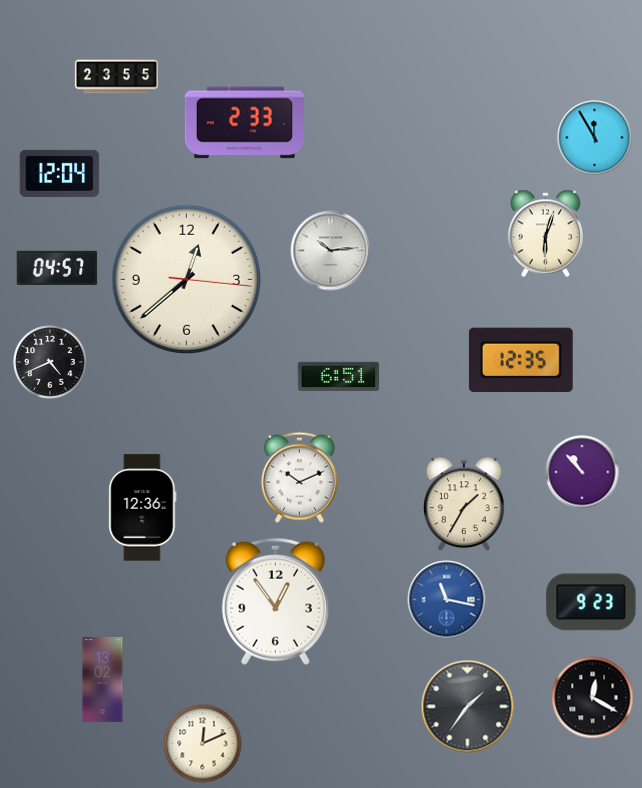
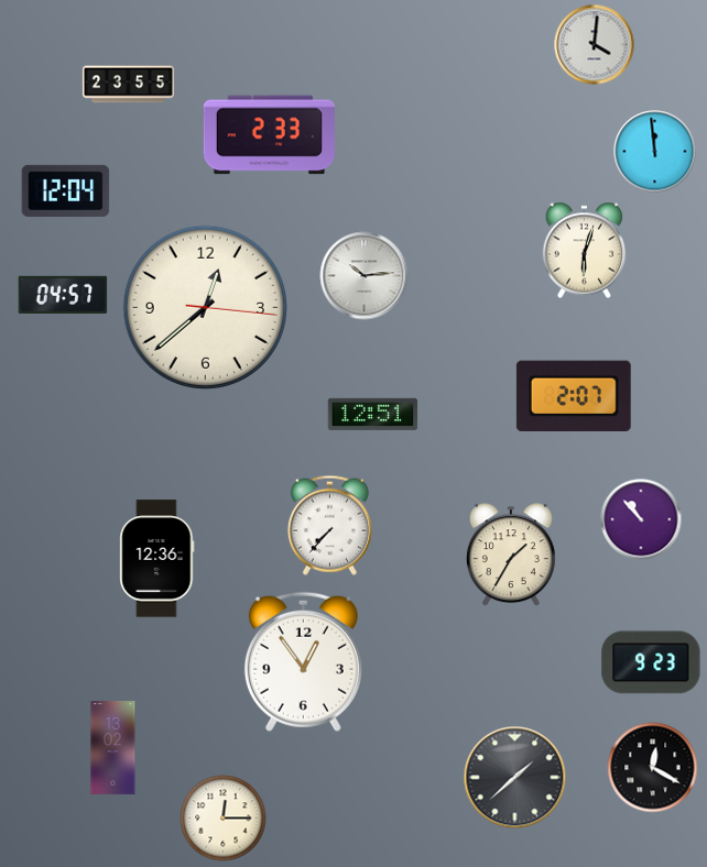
clock at (595, 45): none -> 4:01
clock at (595, 138): 11:55 -> 11:59
clock at (546, 234) position: (546, 234) -> (585, 251)
clock at (521, 359): 12:35 -> 2:07
clock at (50, 362): 4:41 -> none
clock at (339, 376): 6:51 -> 12:51
clock at (299, 477): 10:11 -> 7:37
clock at (447, 600): 11:17 -> none
clock at (468, 707): 1:36 -> 1:38
clock at (203, 744): 12:11 -> 12:15
